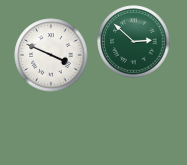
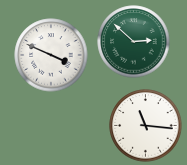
clock at (146, 126): none -> 11:16
